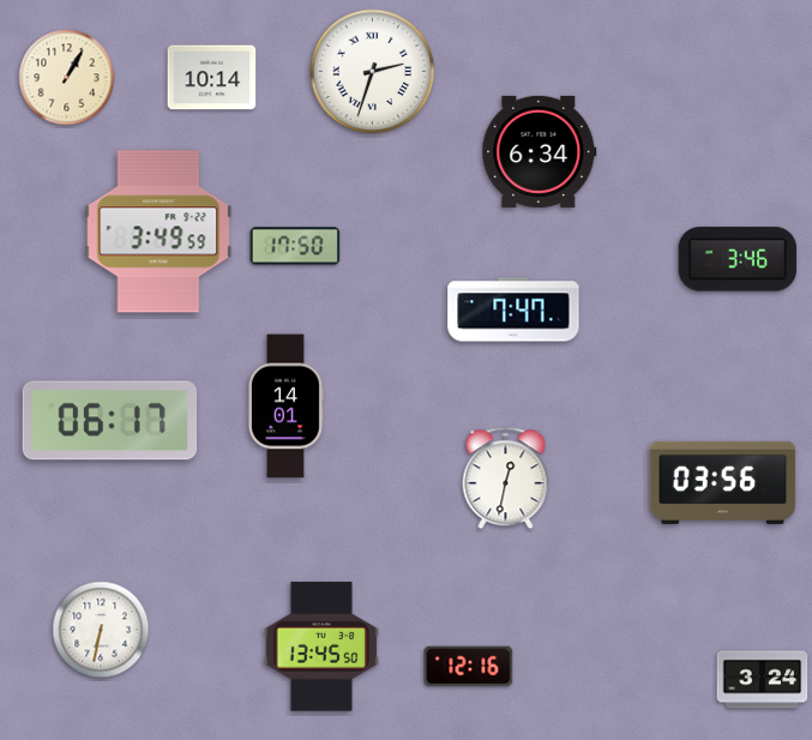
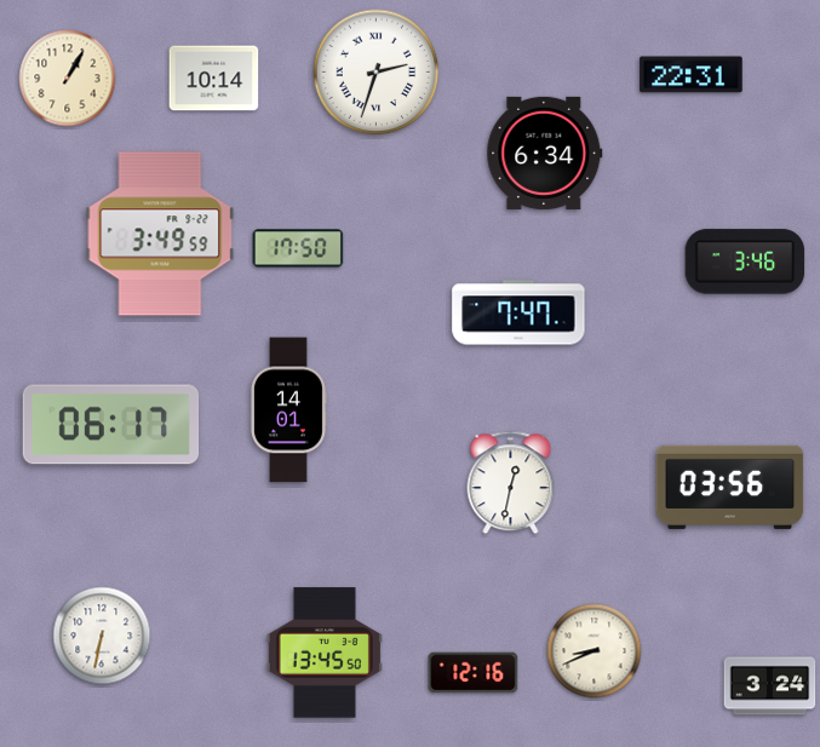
clock at (692, 75): none -> 22:31
clock at (595, 651): none -> 8:41
